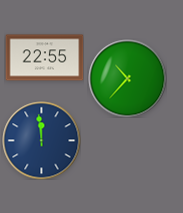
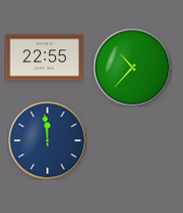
clock at (127, 78) position: (127, 78) -> (132, 67)
clock at (41, 140) position: (41, 140) -> (47, 140)
